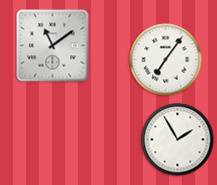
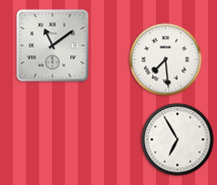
clock at (166, 60): 7:06 -> 7:29
clock at (178, 140): 1:55 -> 6:55
